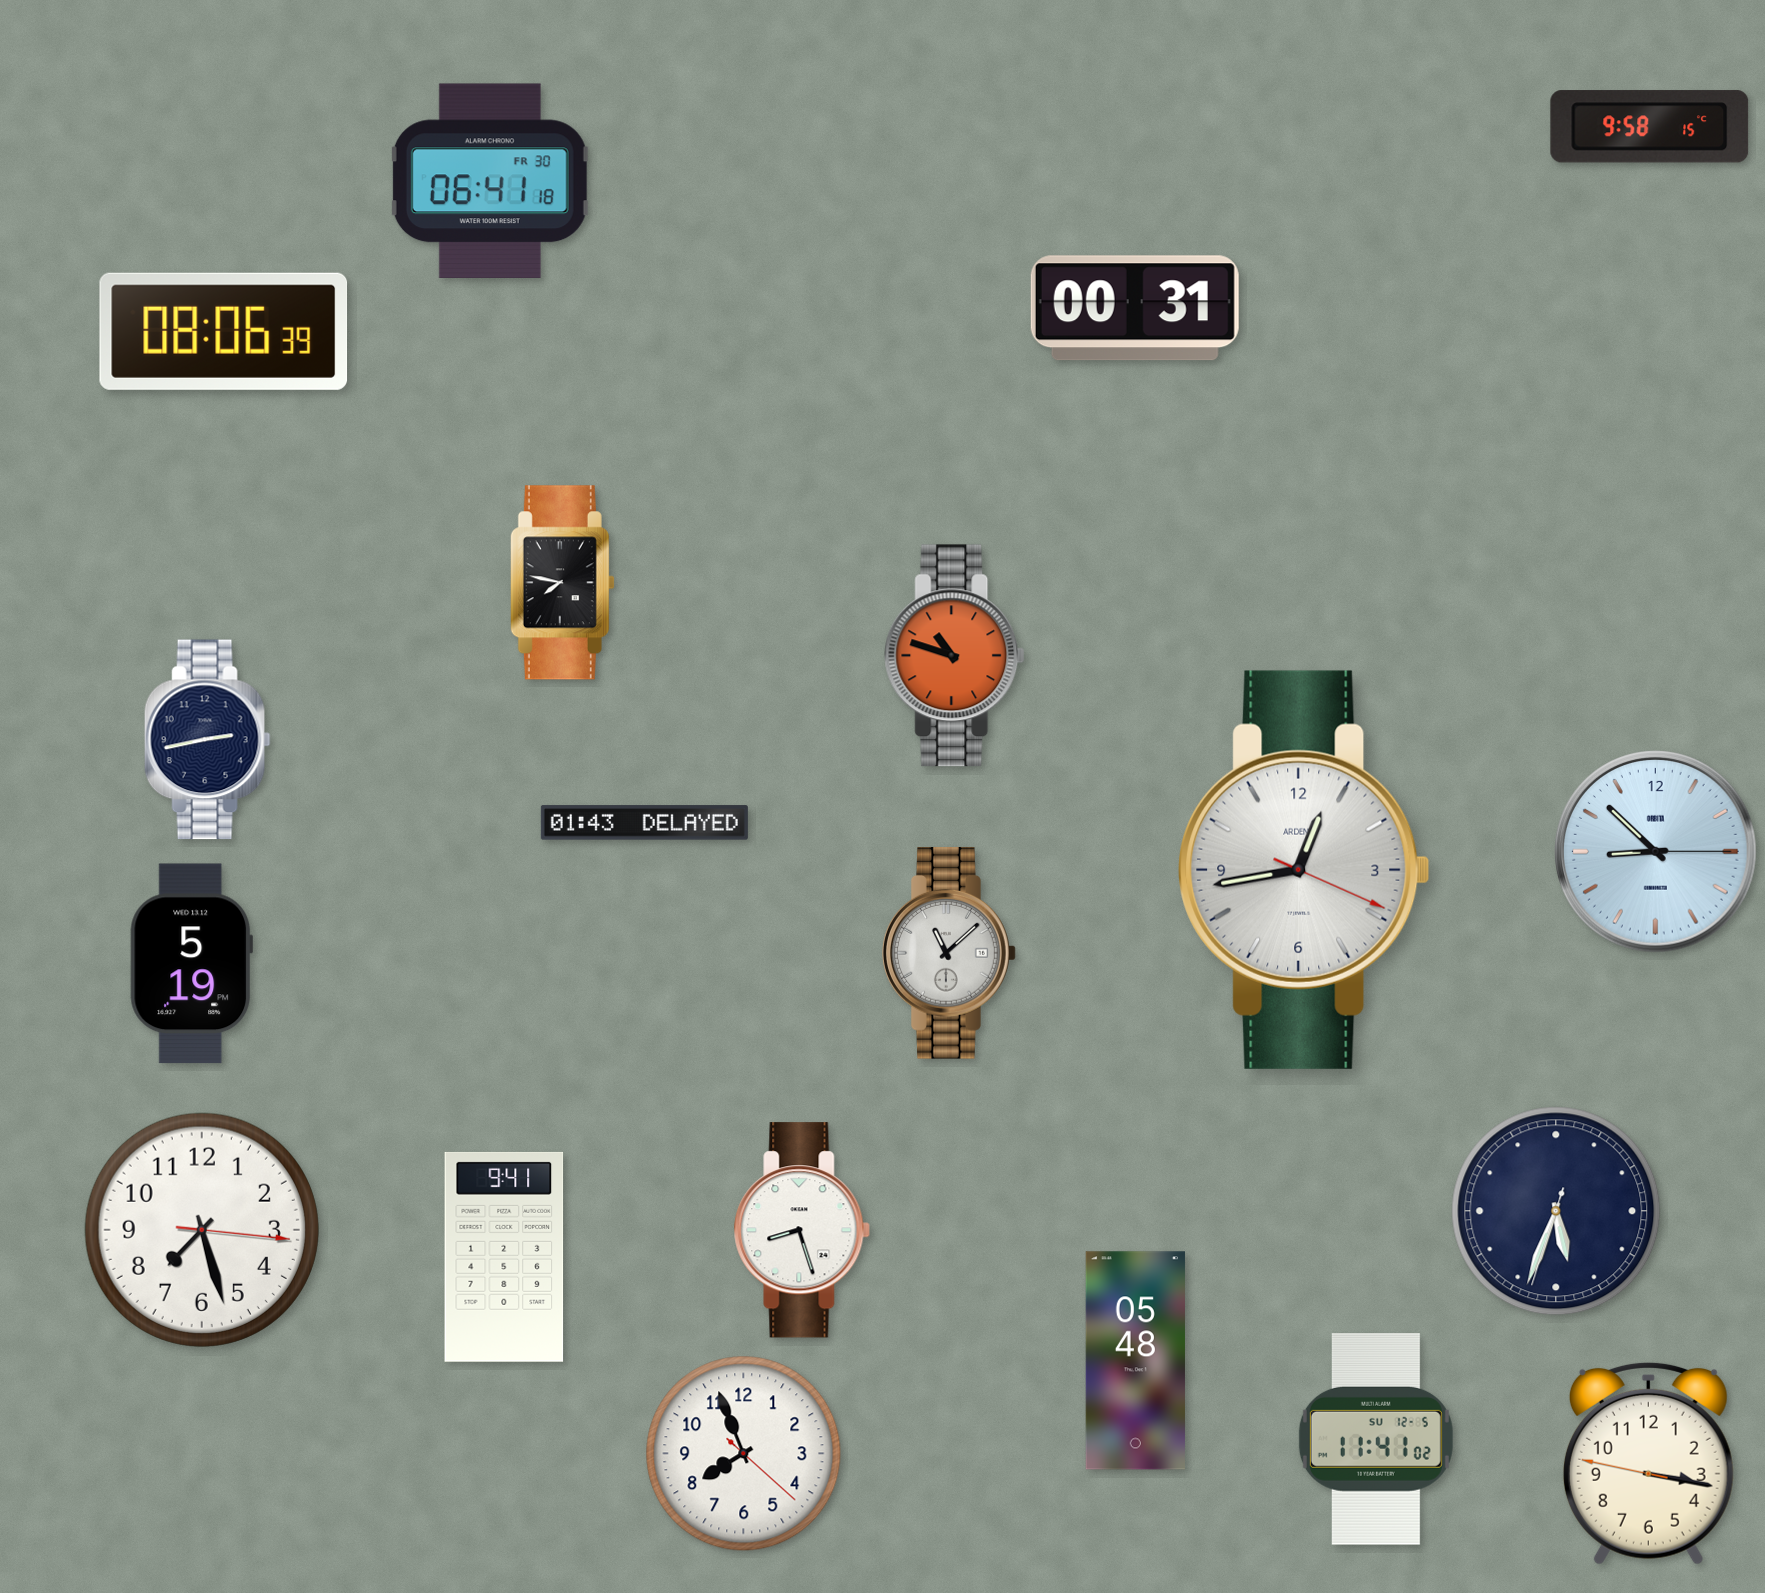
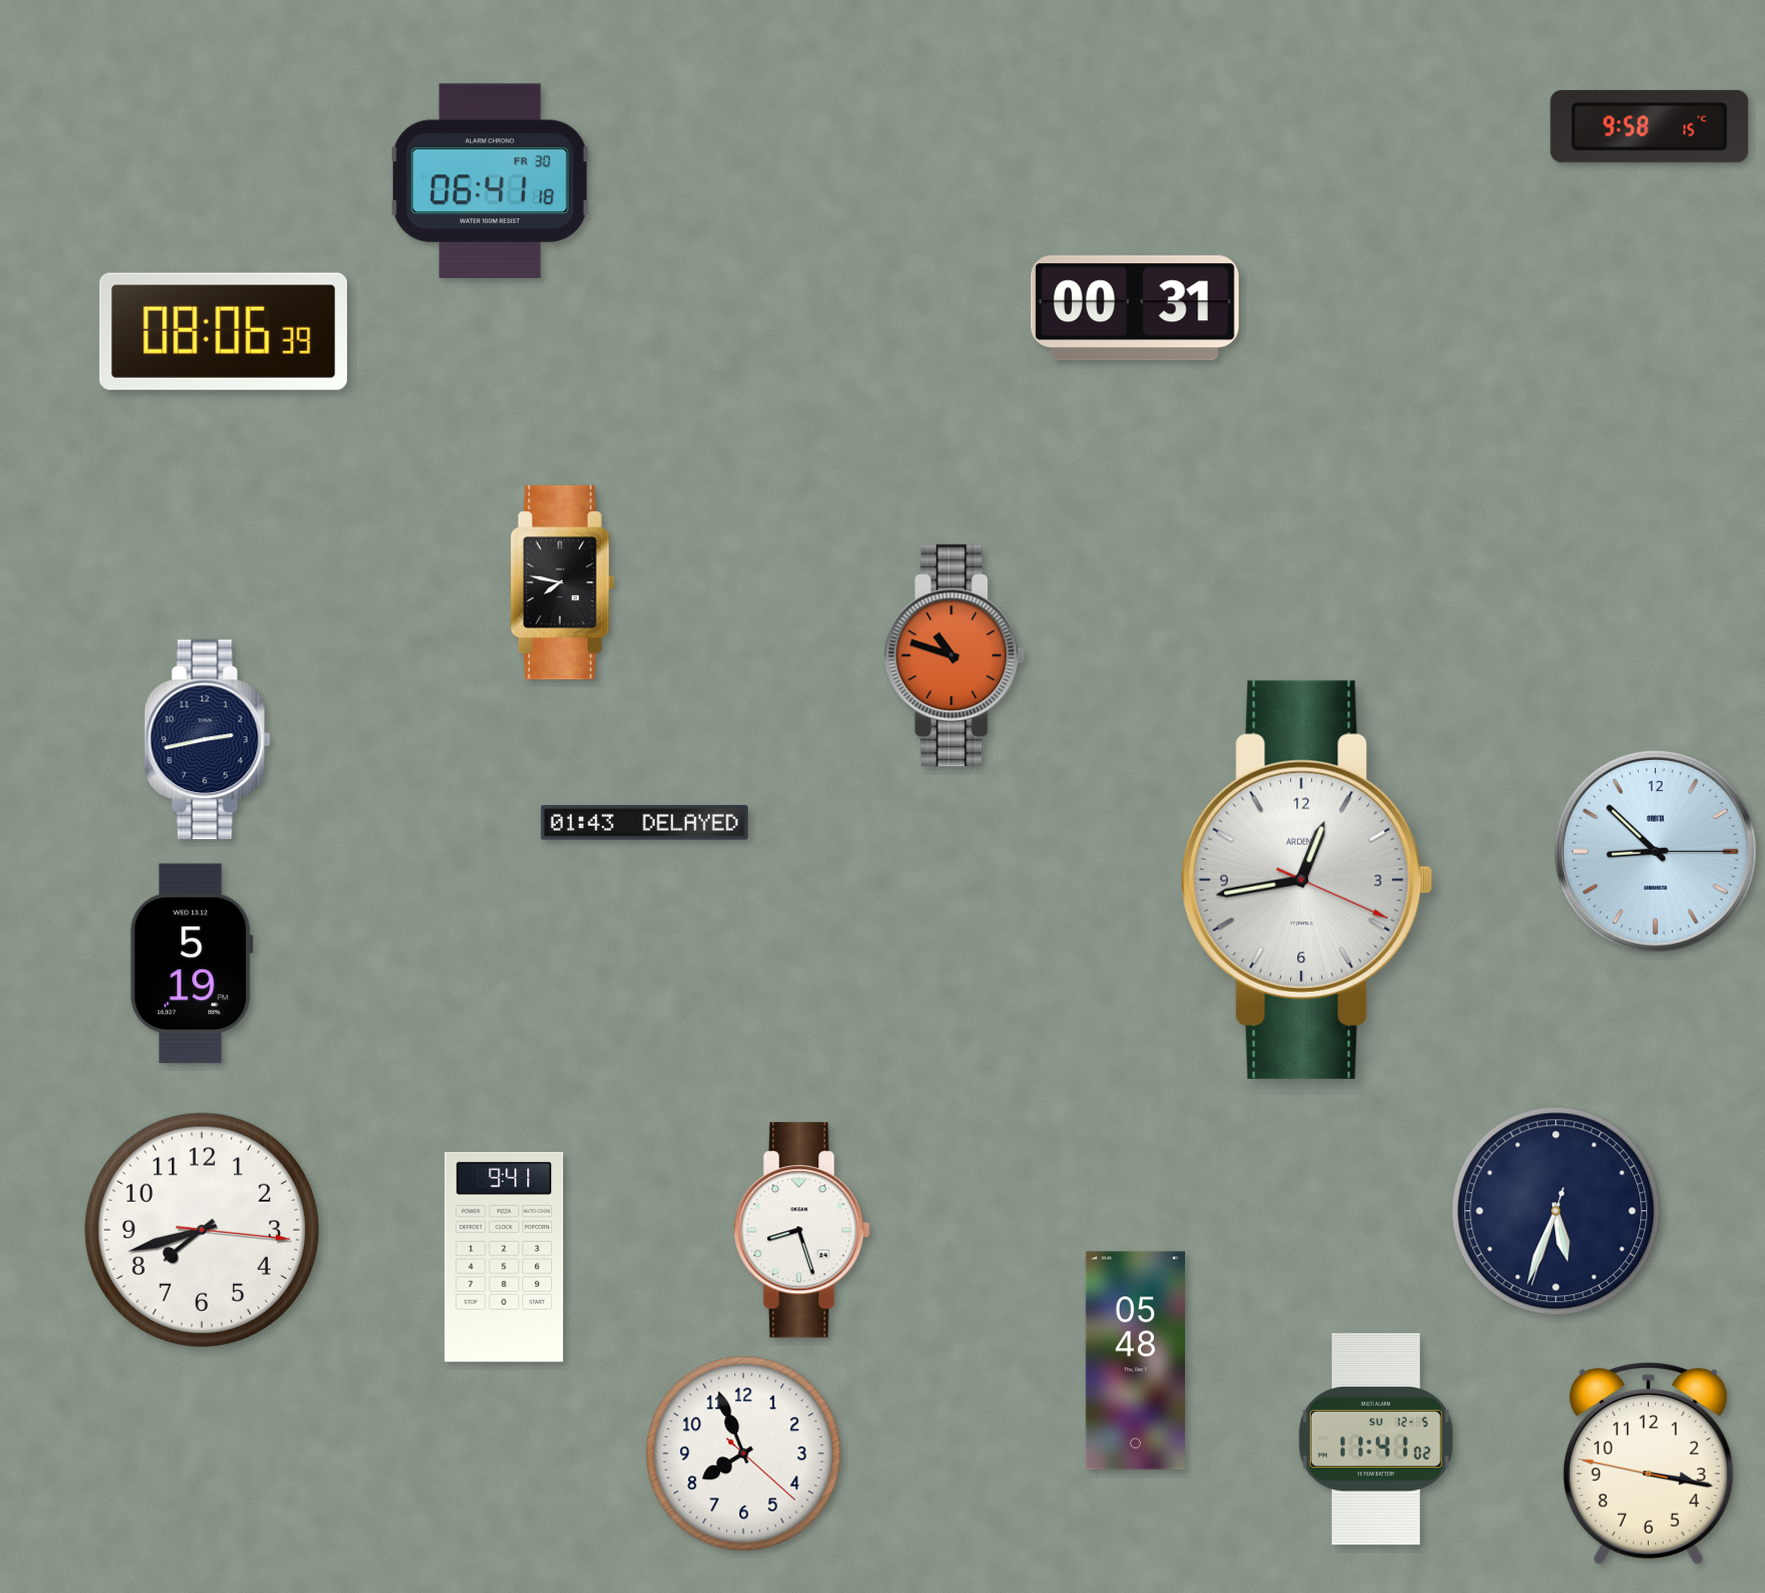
clock at (1304, 870) position: (1304, 870) -> (1307, 880)
clock at (949, 954): 11:08 -> none
clock at (202, 1230): 7:27 -> 7:42
